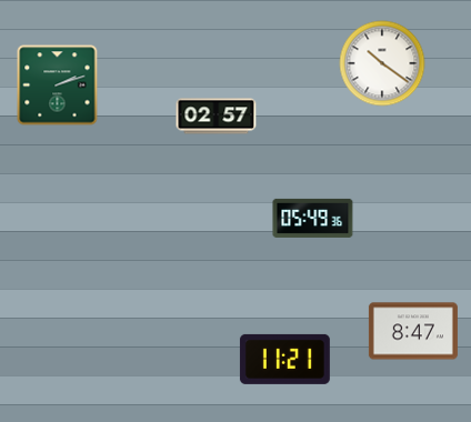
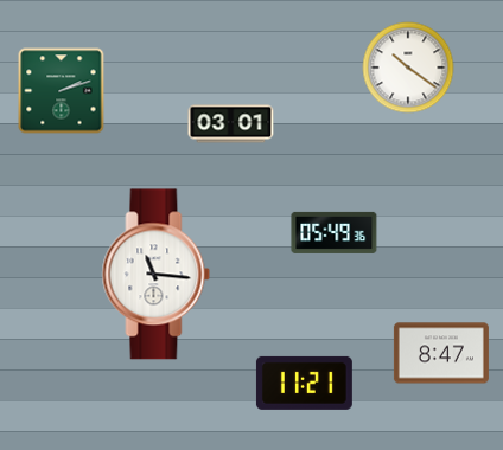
clock at (217, 117): 02:57 -> 03:01
clock at (157, 275): none -> 11:16
